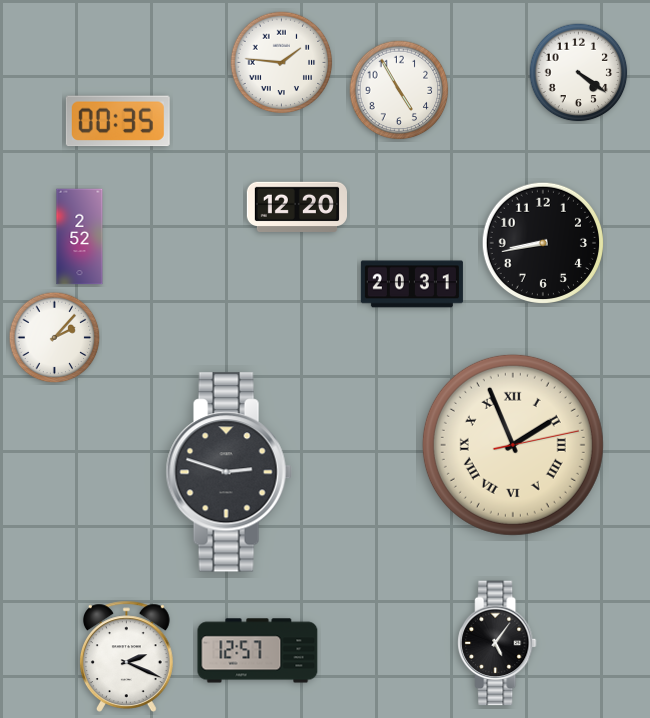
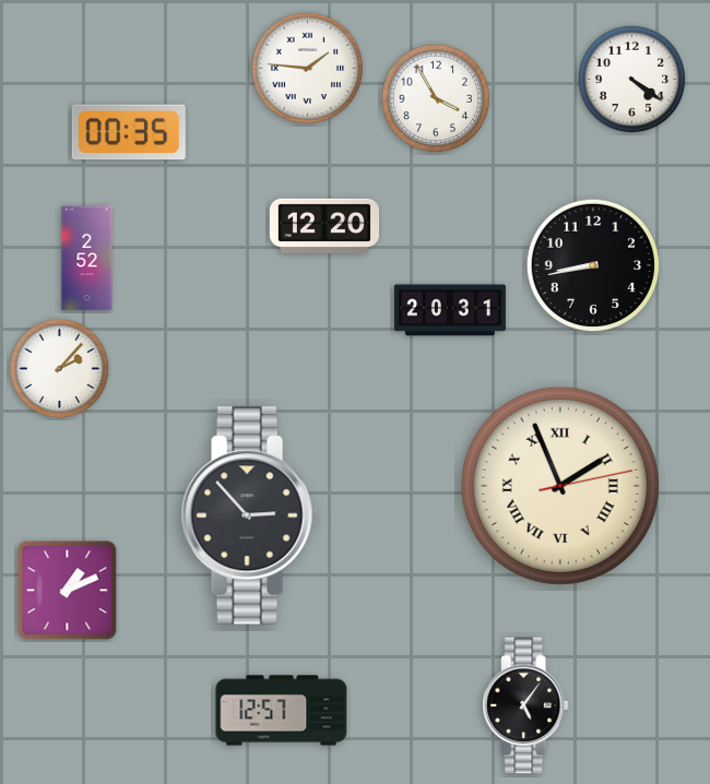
clock at (399, 90): 4:55 -> 3:55
clock at (229, 472): 2:48 -> 2:53
clock at (68, 591): none -> 1:11
clock at (497, 643) position: (497, 643) -> (525, 705)
clock at (126, 656): 2:19 -> none
